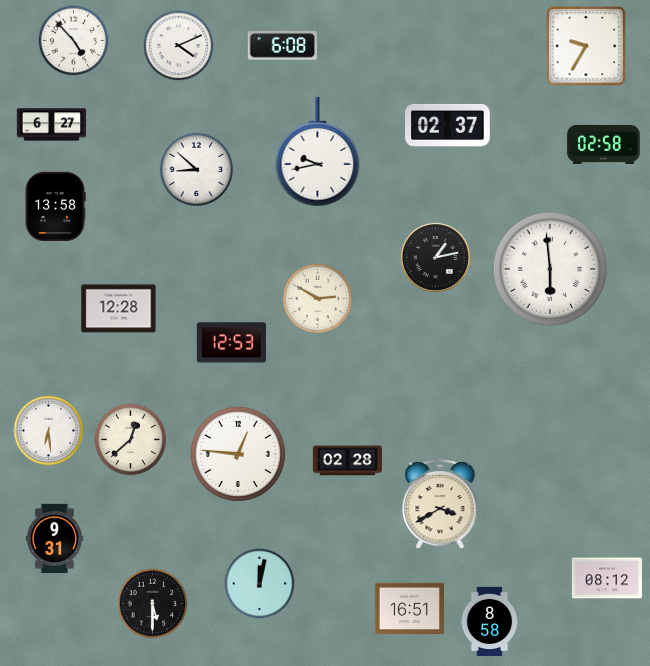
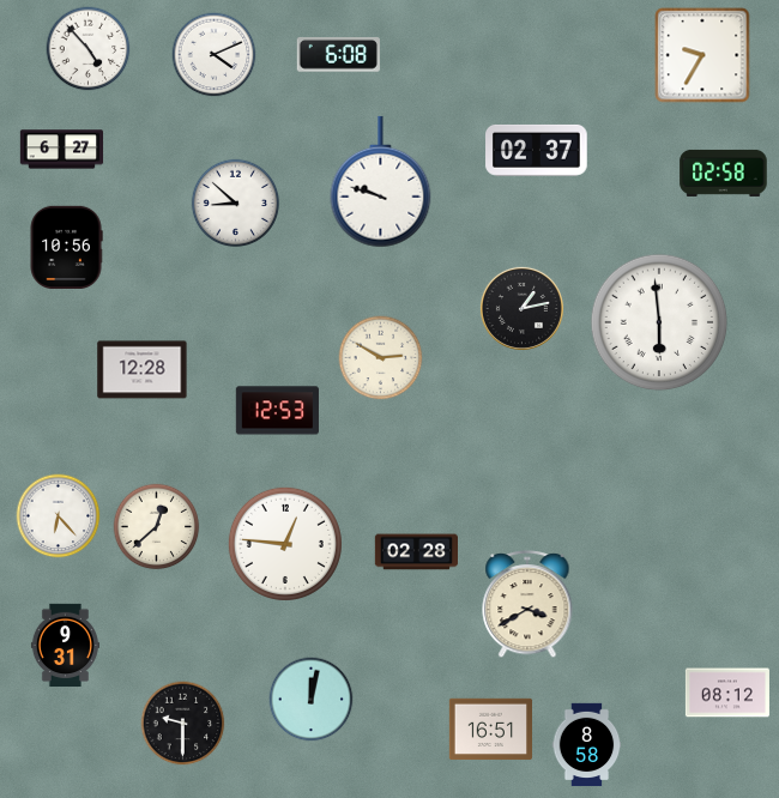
clock at (318, 152): 9:43 -> 9:48
clock at (55, 206): 13:58 -> 10:56
clock at (49, 431): 6:29 -> 6:23
clock at (153, 604): 5:30 -> 9:30
